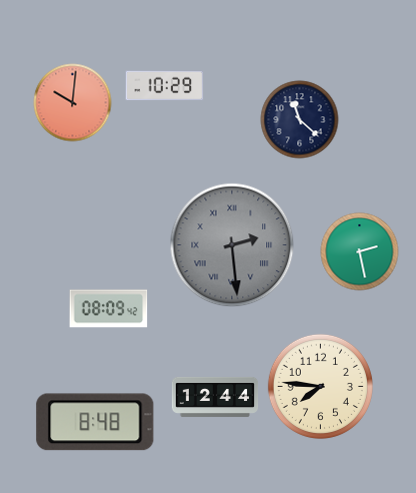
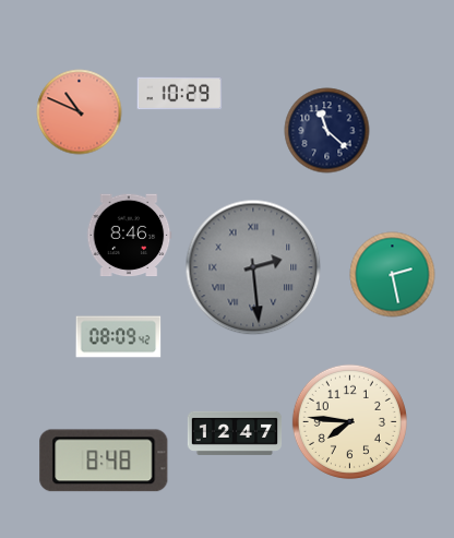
clock at (72, 102): 10:01 -> 10:49
clock at (129, 236): none -> 8:46
clock at (215, 397): 12:44 -> 12:47
